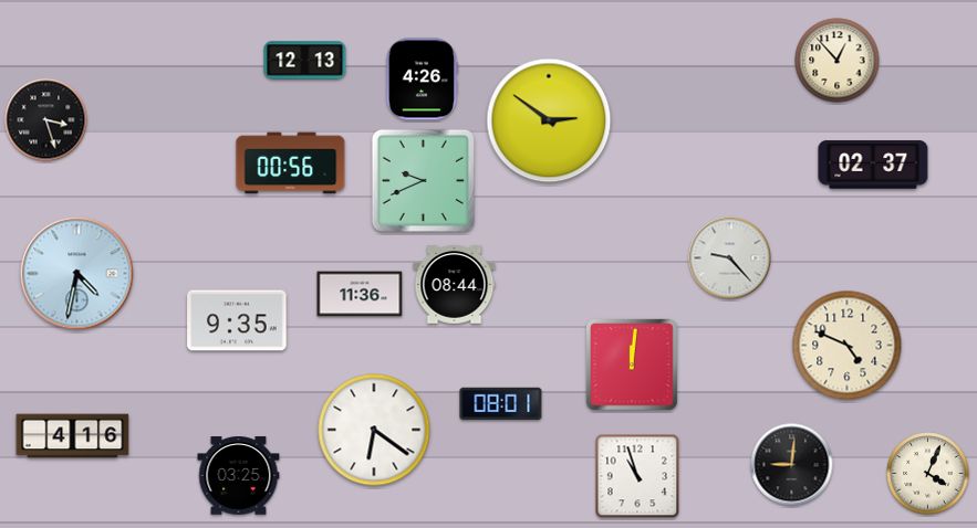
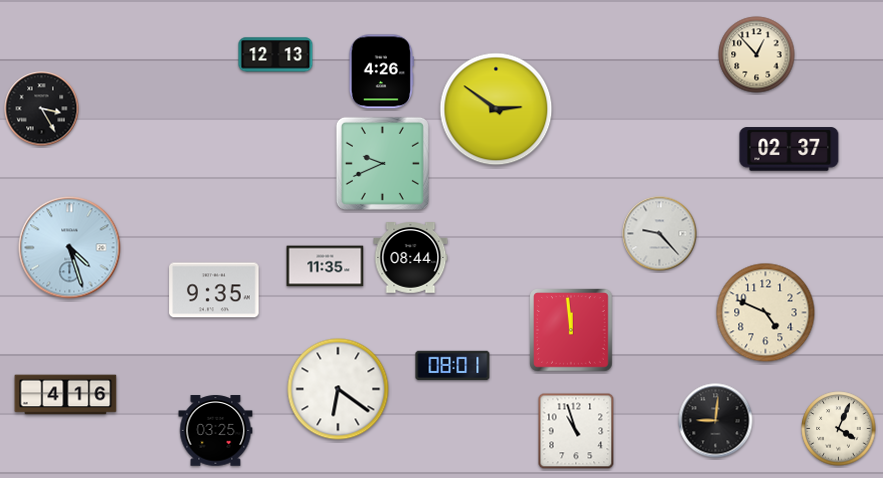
clock at (46, 120): 3:27 -> 3:25
clock at (291, 163): 00:56 -> none
clock at (77, 274): 4:32 -> 4:27
clock at (360, 294): 11:36 -> 11:35
clock at (632, 365): 12:01 -> 11:59
